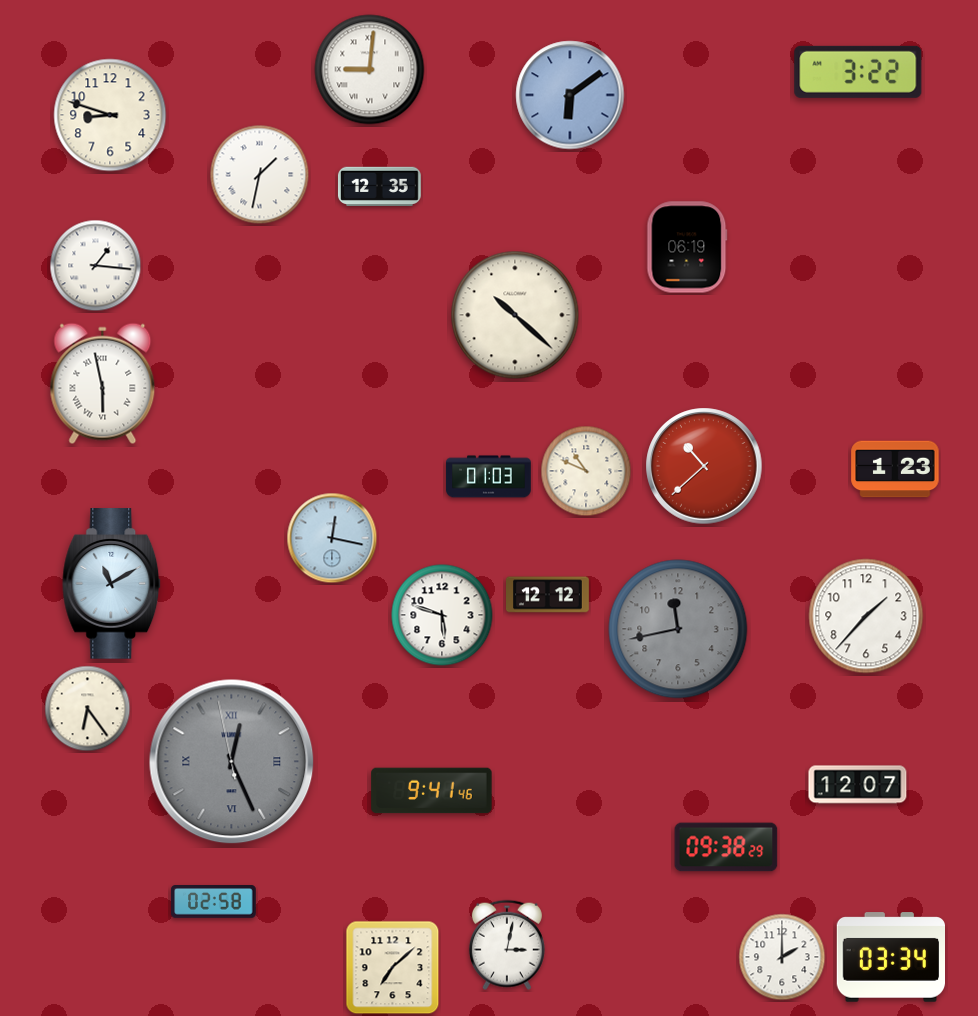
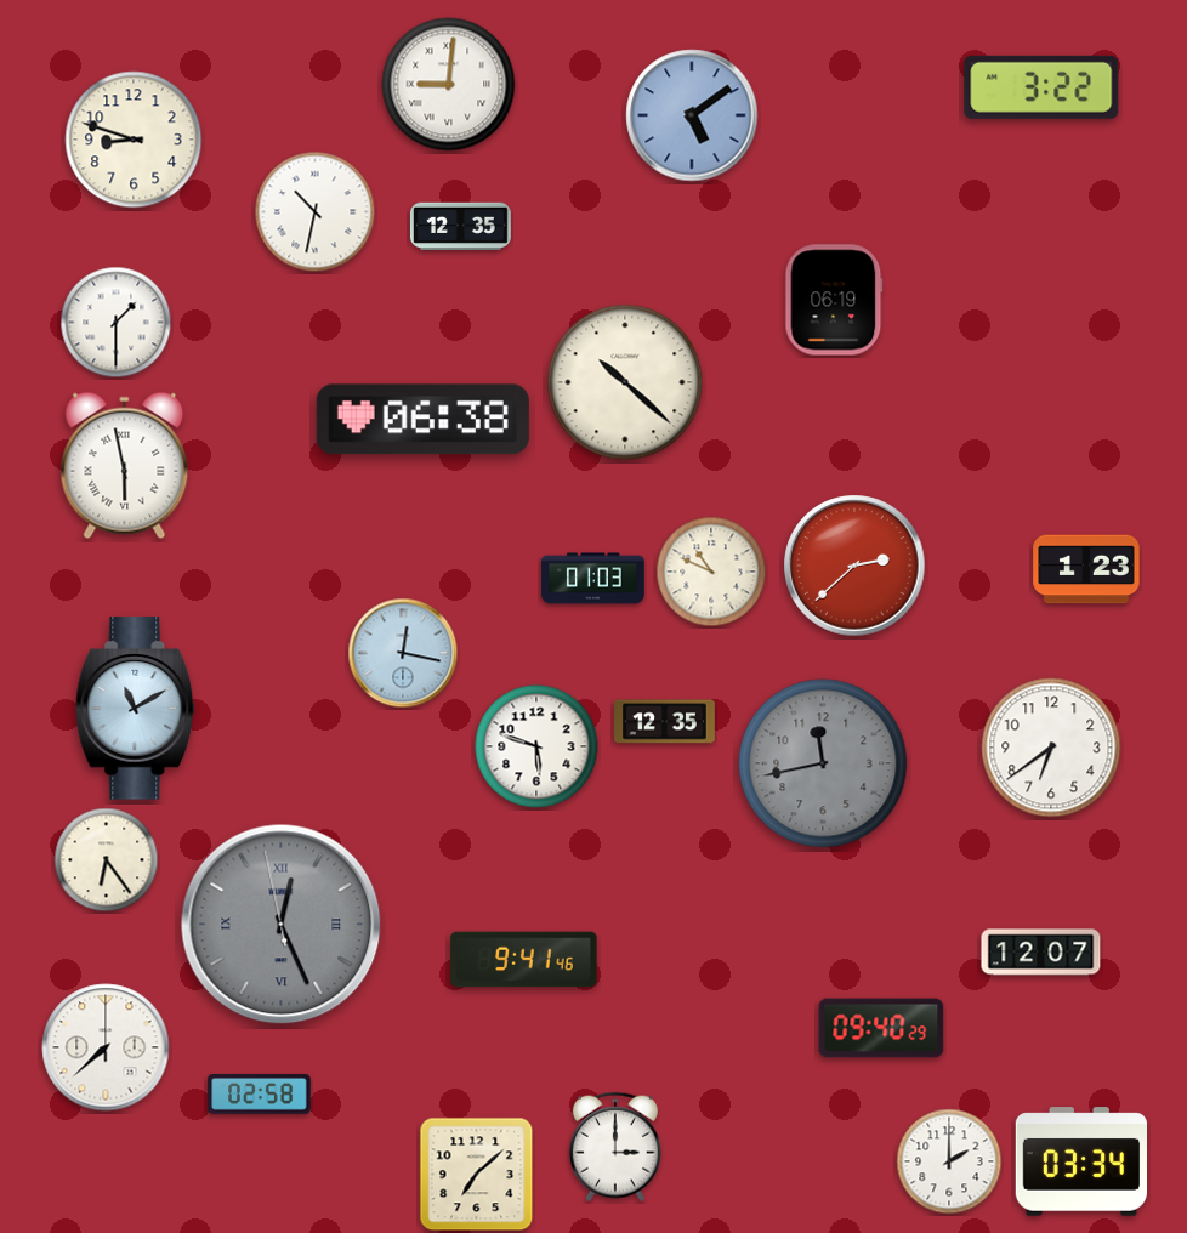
clock at (570, 95): 6:09 -> 5:09
clock at (260, 175): 1:32 -> 10:32
clock at (96, 266): 1:16 -> 1:30
clock at (422, 420): none -> 06:38
clock at (704, 466): 10:38 -> 2:38
clock at (548, 595): 12:12 -> 12:35
clock at (866, 616): 1:37 -> 6:39
clock at (726, 847): 09:38 -> 09:40
clock at (106, 1047): none -> 7:38
clock at (507, 945): 3:02 -> 3:00
